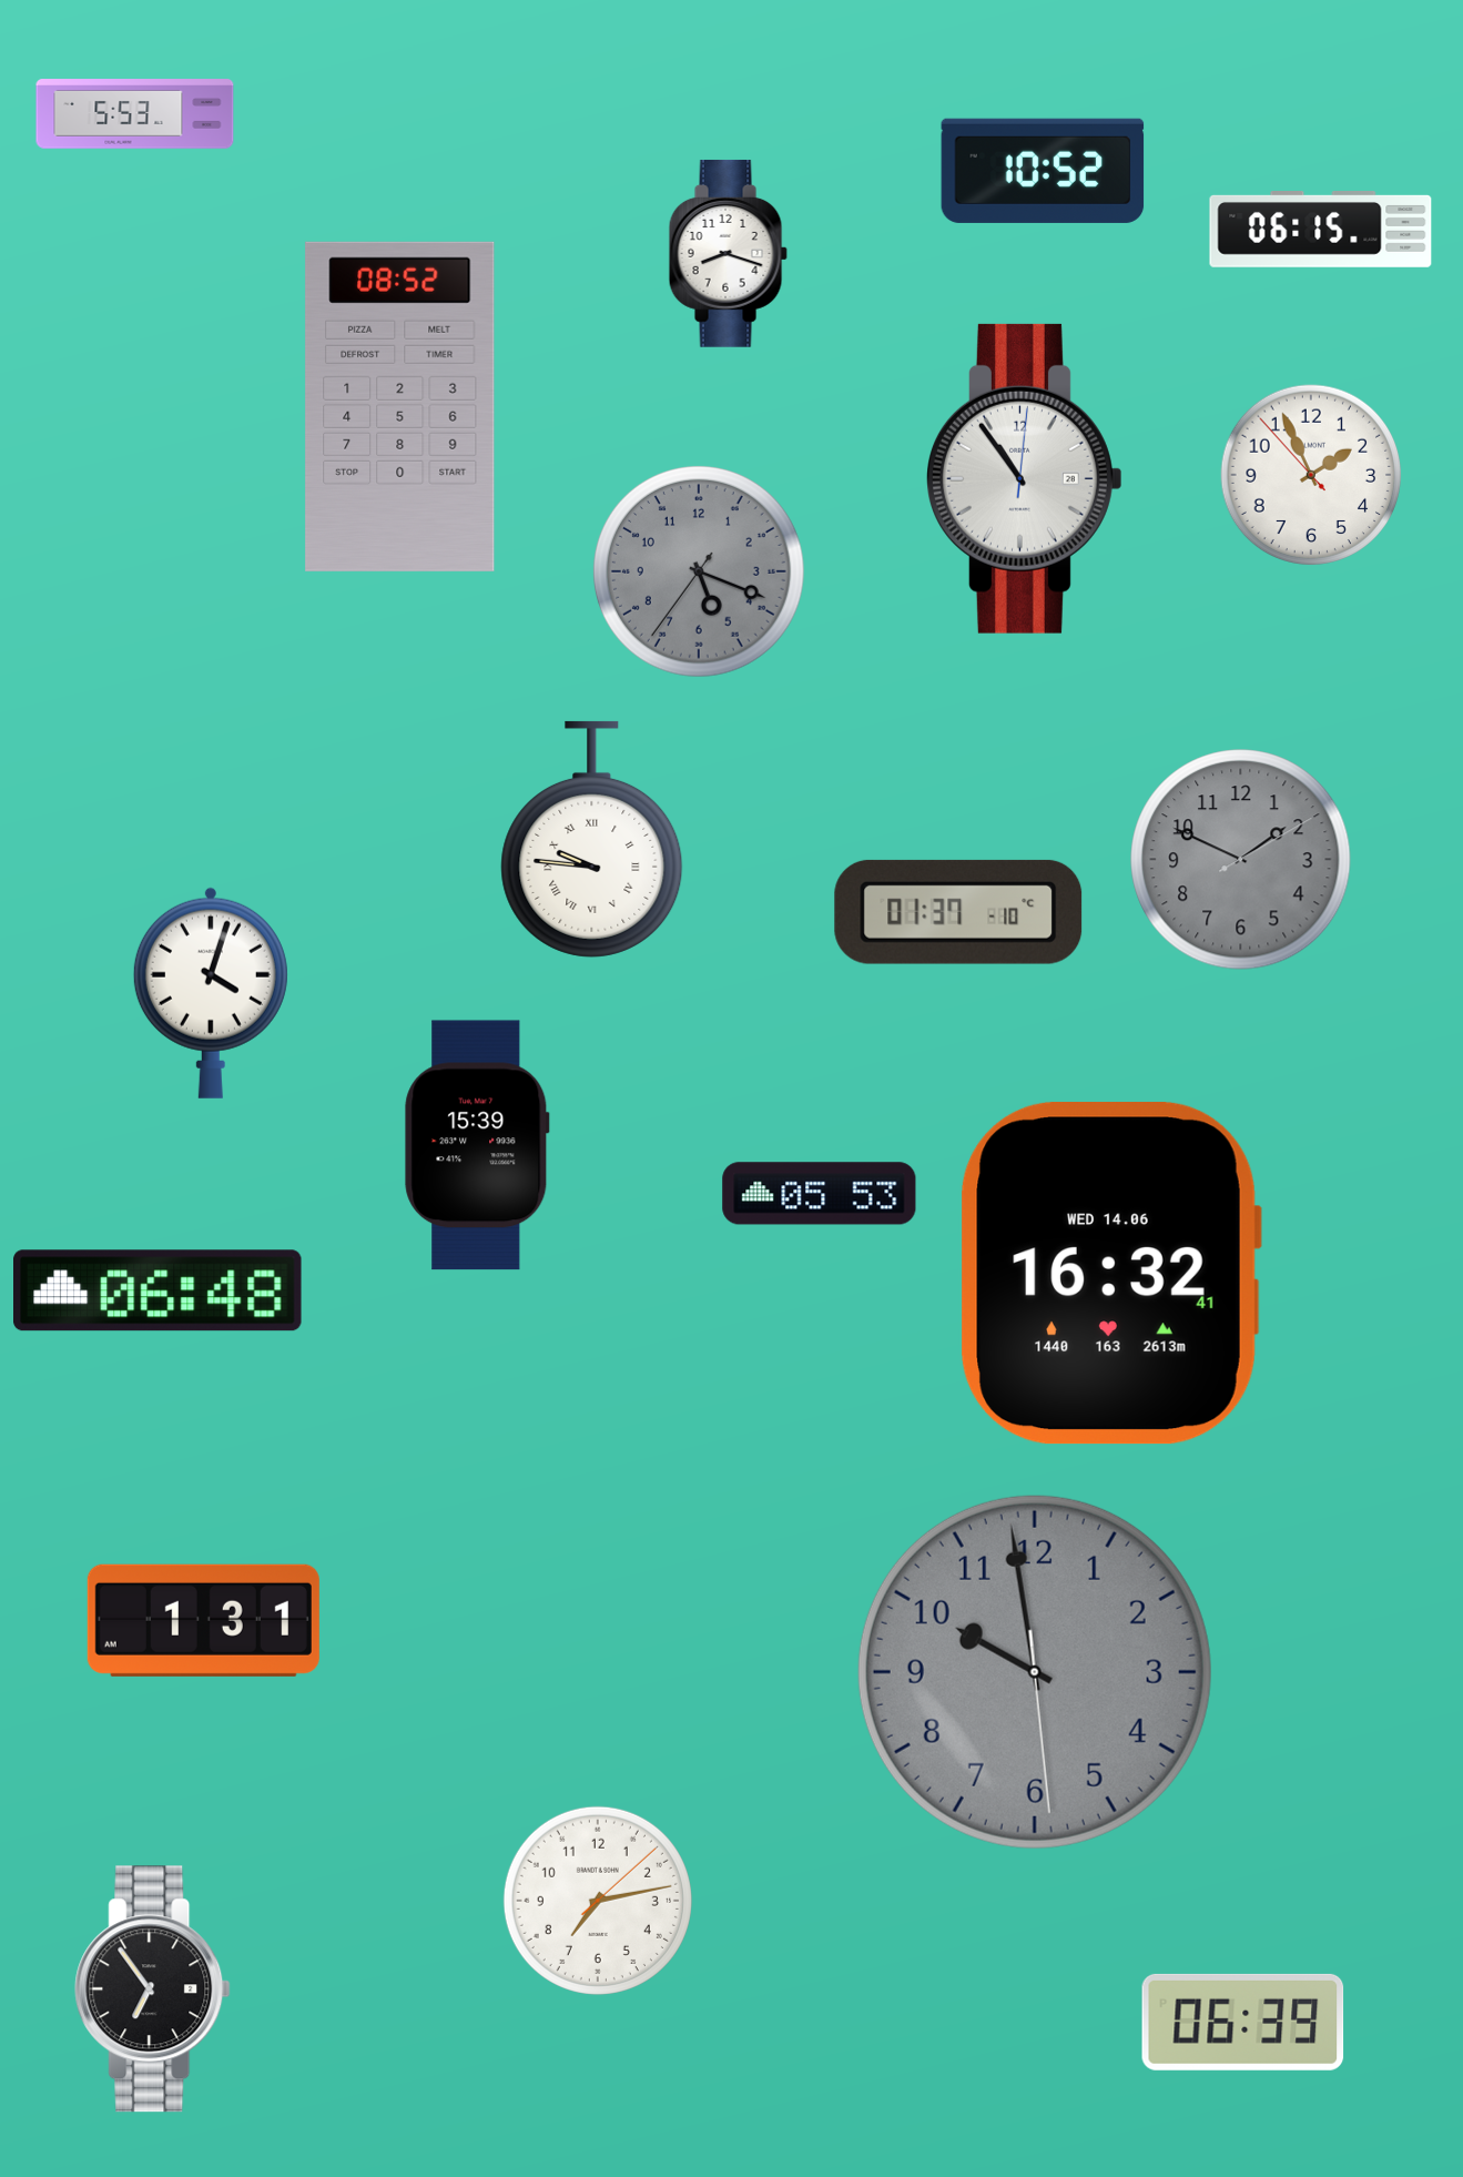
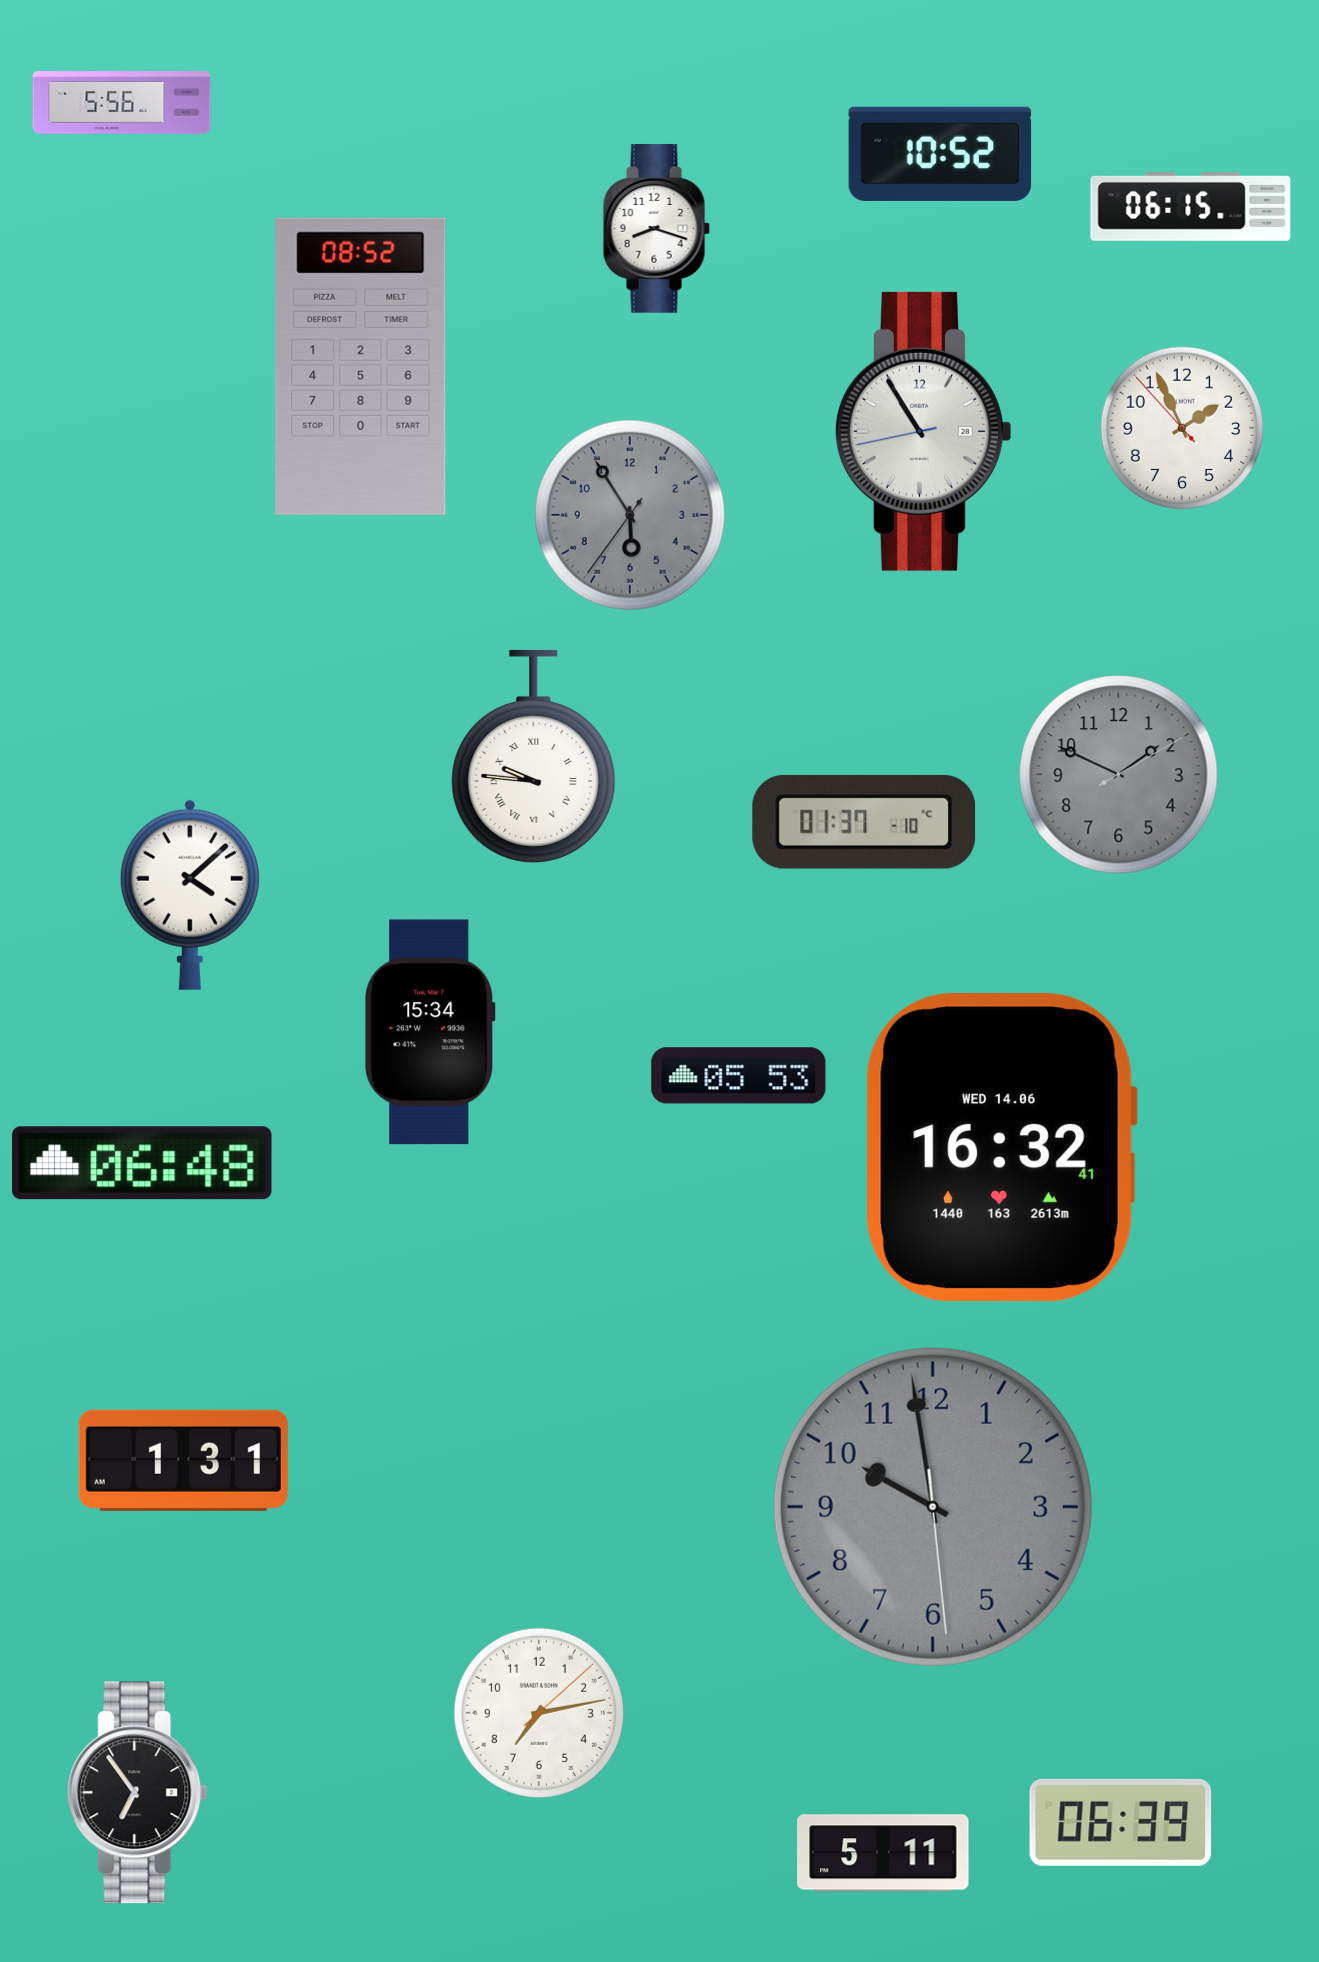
clock at (135, 114): 5:53 -> 5:56
clock at (1025, 478): 10:54:01 -> 10:54:43
clock at (700, 573): 5:18 -> 5:54
clock at (211, 993): 4:03 -> 4:08
clock at (477, 1145): 15:39 -> 15:34
clock at (883, 1853): none -> 5:11
